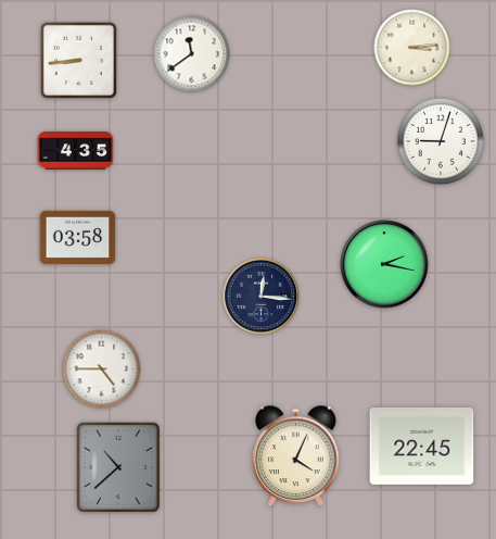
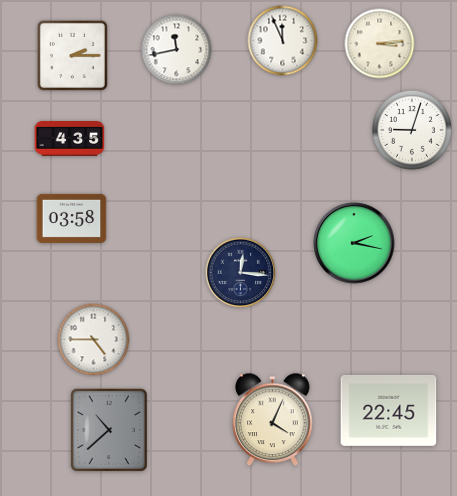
clock at (283, 41): none -> 11:56
clock at (192, 54): 11:39 -> 11:43
clock at (78, 60): 8:44 -> 2:15
clock at (441, 141) position: (441, 141) -> (412, 130)
